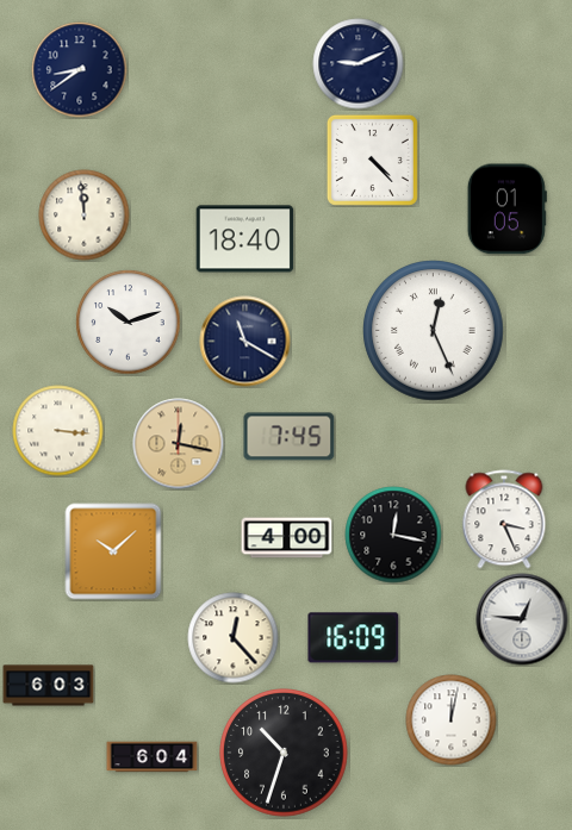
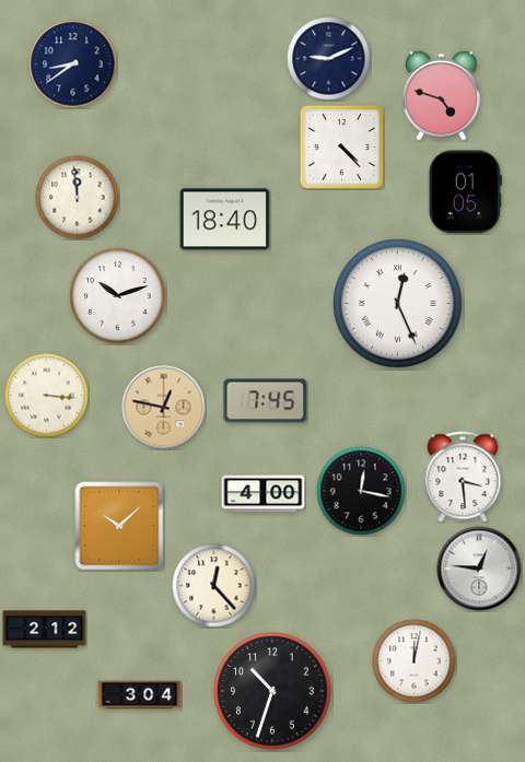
clock at (442, 95): none -> 4:48
clock at (245, 342): 11:20 -> none
clock at (58, 431) position: (58, 431) -> (47, 396)
clock at (179, 444): 12:17 -> 12:47
clock at (504, 519): 3:26 -> 3:29
clock at (113, 551) position: (113, 551) -> (119, 526)
clock at (354, 638): 16:09 -> none
clock at (49, 686): 6:03 -> 2:12
clock at (284, 753) position: (284, 753) -> (272, 691)
clock at (153, 757): 6:04 -> 3:04
